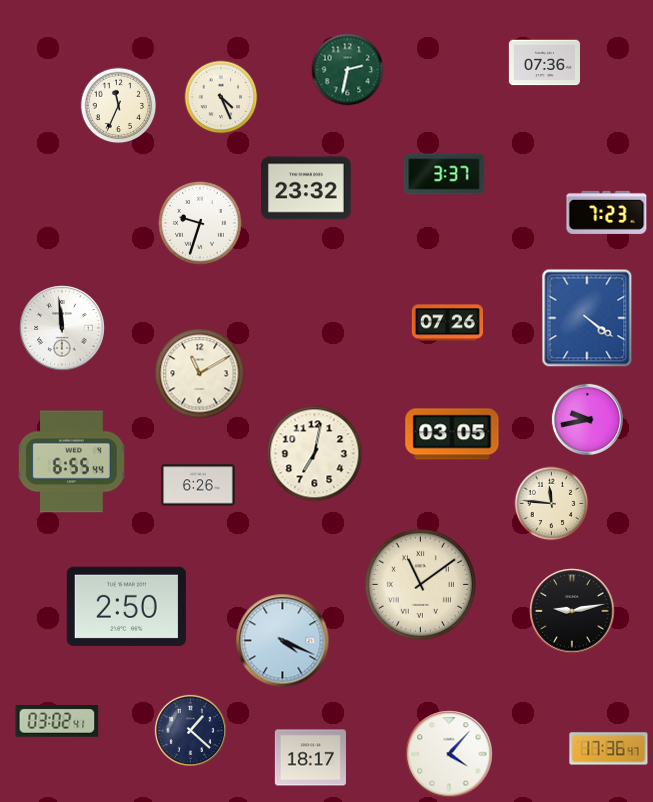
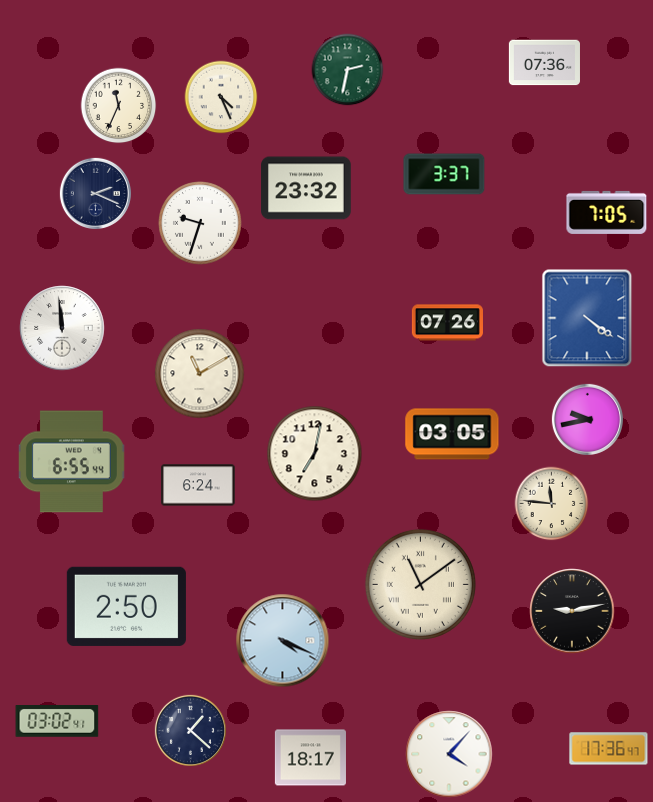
clock at (95, 193): none -> 2:19
clock at (607, 212): 7:23 -> 7:05
clock at (198, 485): 6:26 -> 6:24
